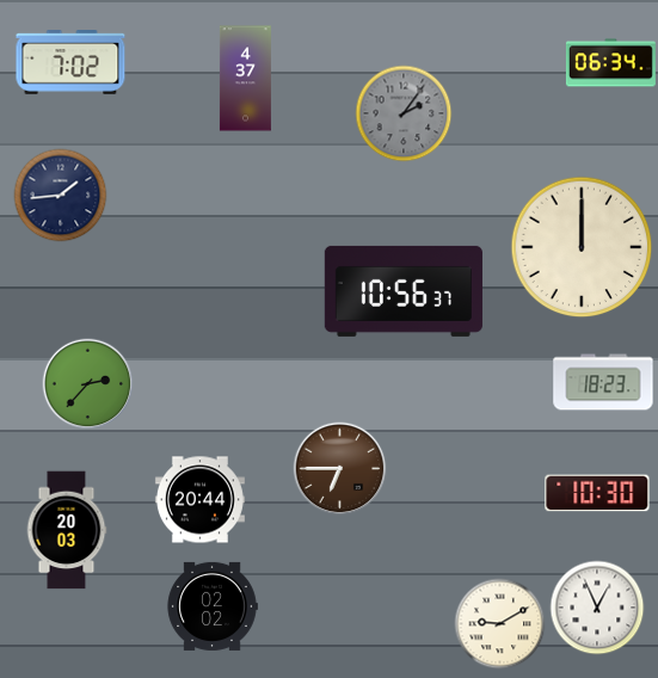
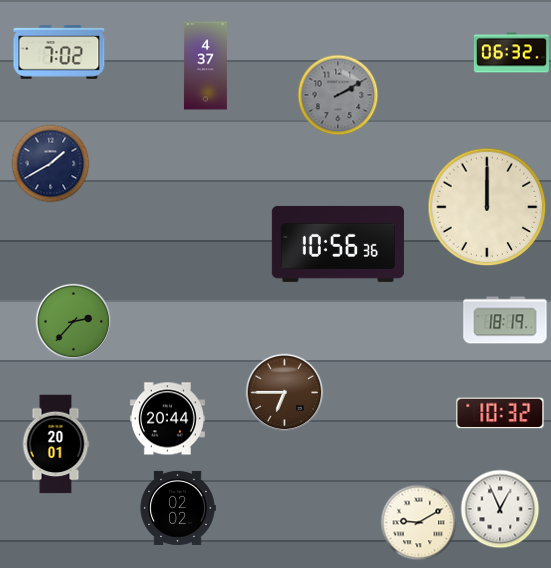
clock at (610, 63): 06:34 -> 06:32
clock at (404, 113): 2:06 -> 2:10
clock at (61, 196): 1:44 -> 1:40
clock at (404, 291): 10:56:37 -> 10:56:36
clock at (603, 382): 18:23 -> 18:19
clock at (597, 493): 10:30 -> 10:32
clock at (67, 530): 20:03 -> 20:01
